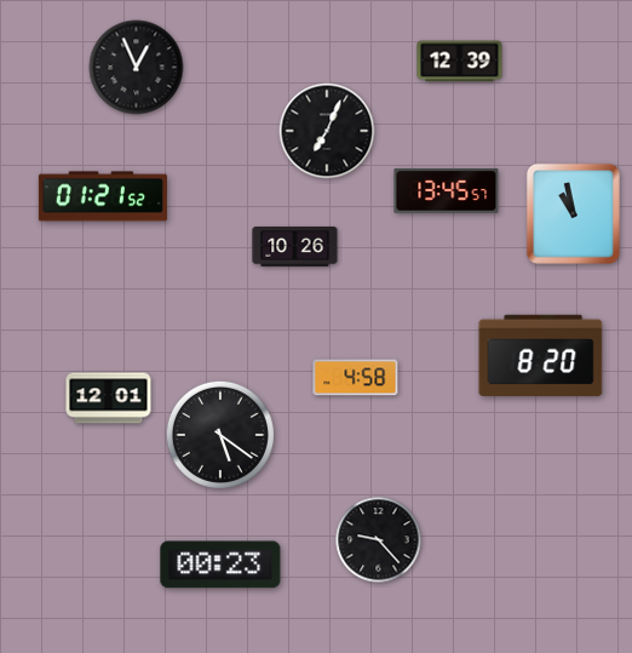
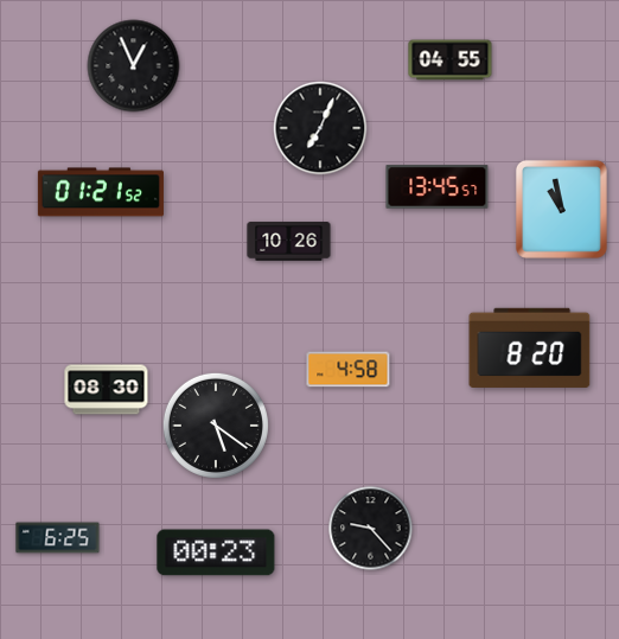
clock at (460, 62): 12:39 -> 04:55
clock at (109, 399): 12:01 -> 08:30
clock at (58, 538): none -> 6:25
